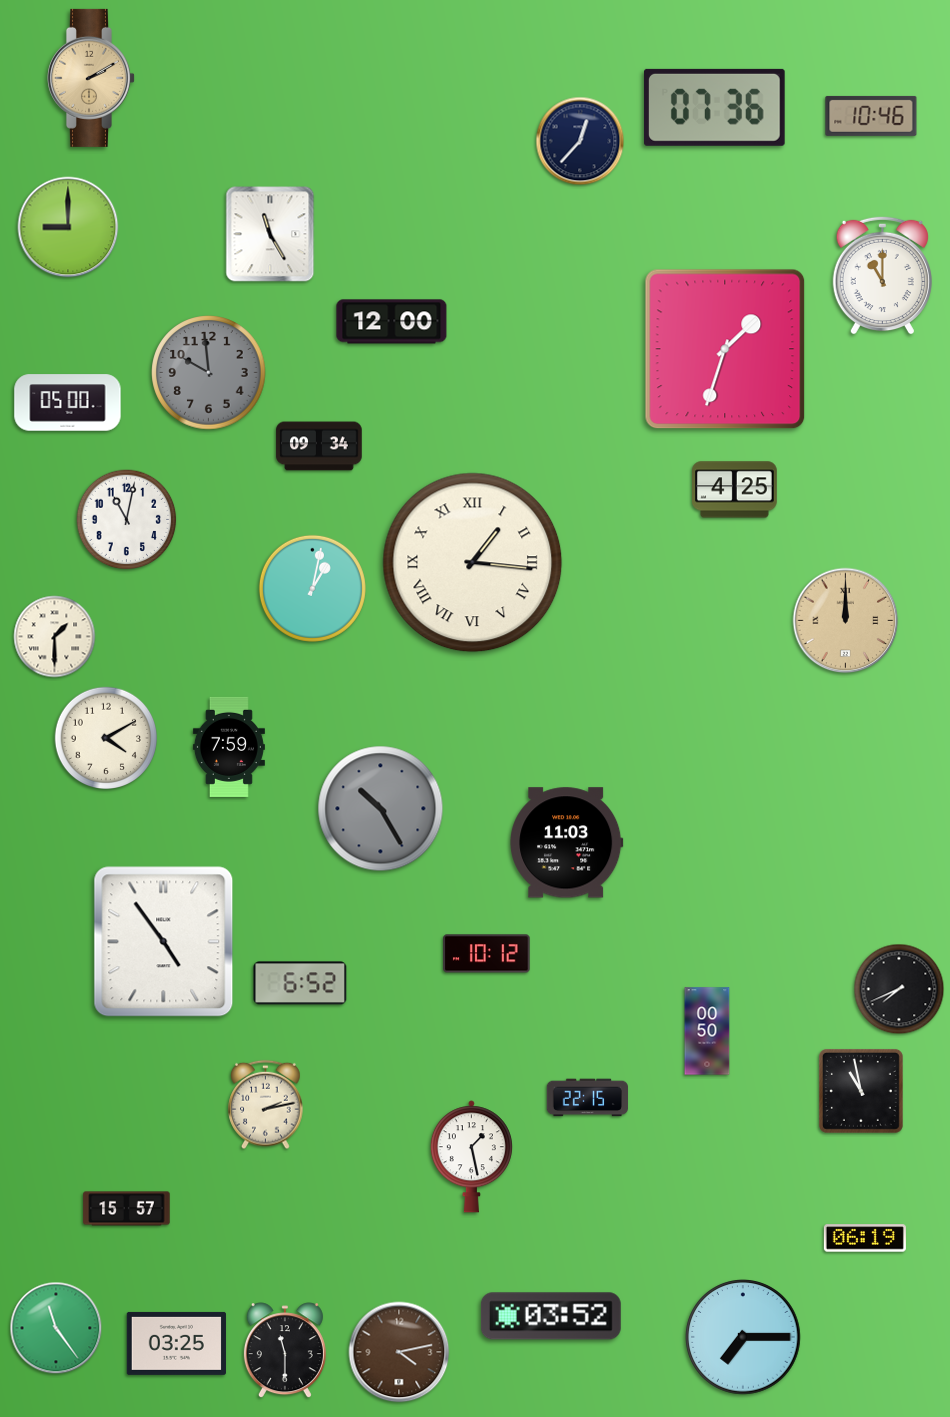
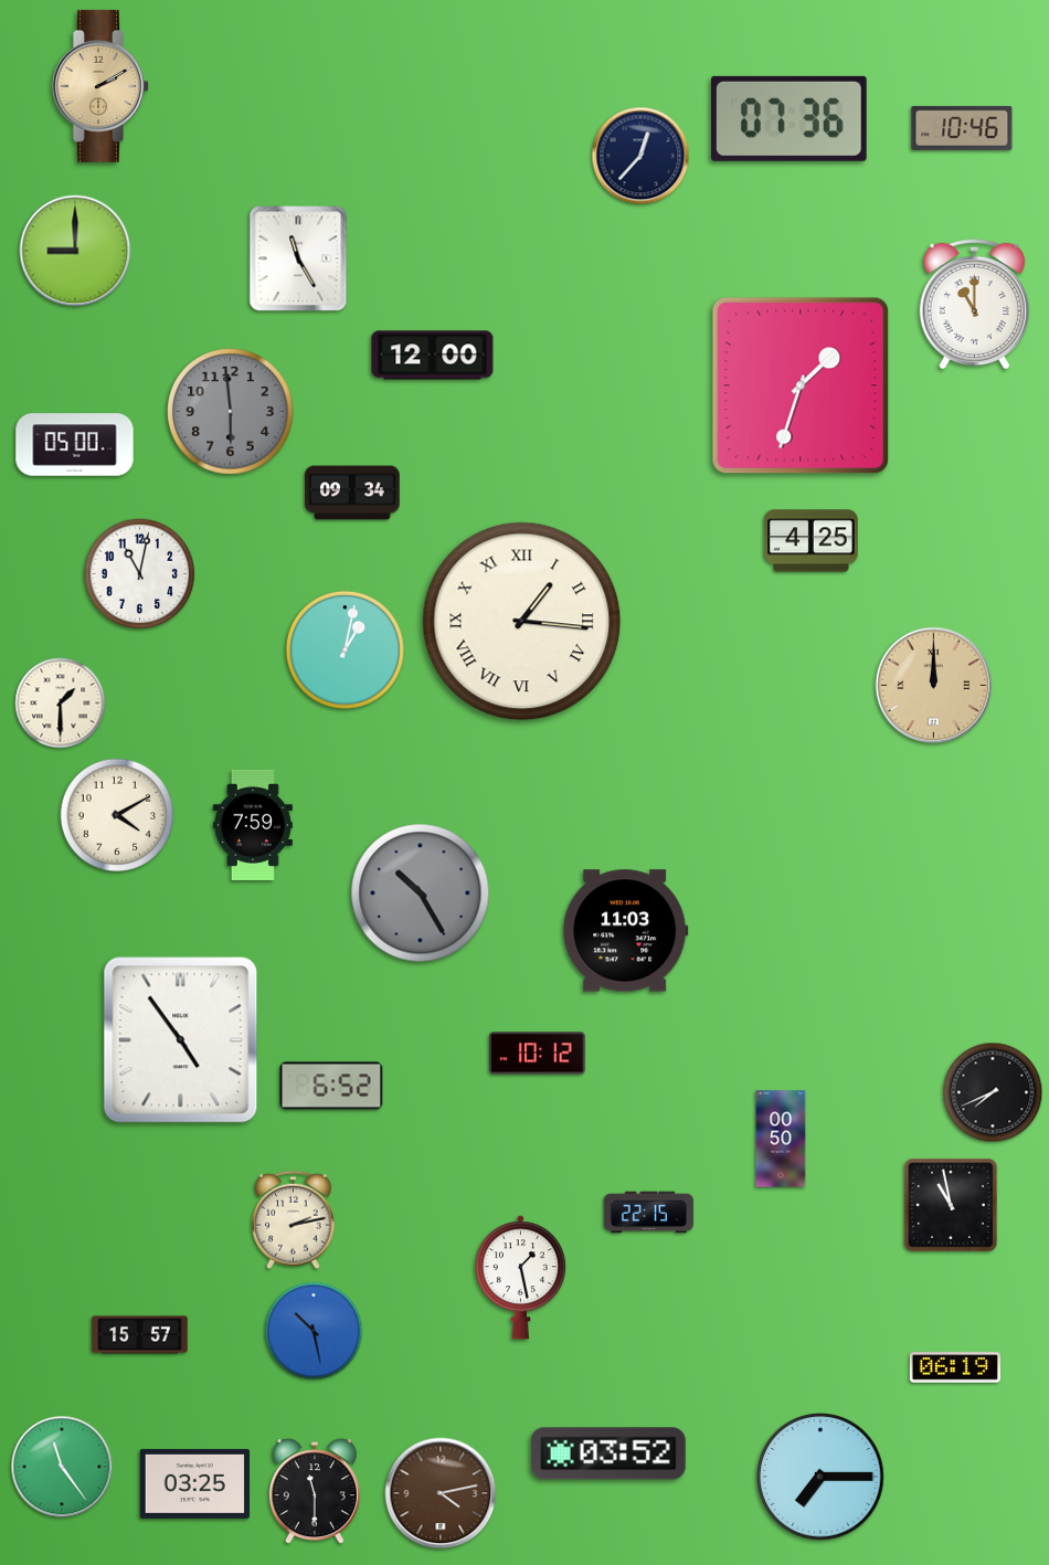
clock at (209, 373): 9:59 -> 5:59
clock at (314, 1331): none -> 10:28
